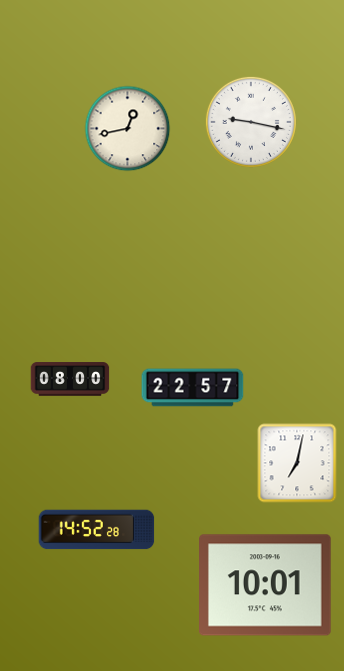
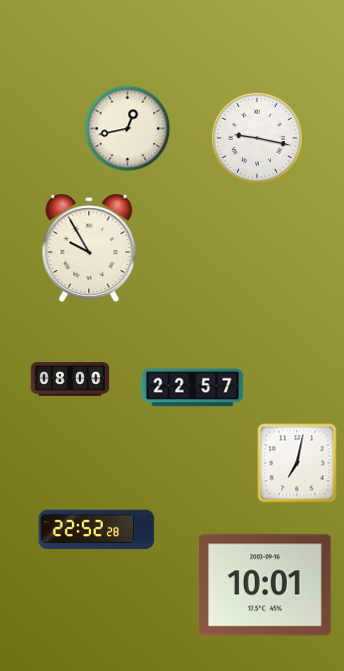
clock at (251, 122) position: (251, 122) -> (257, 138)
clock at (89, 248): none -> 9:55
clock at (97, 530): 14:52 -> 22:52
